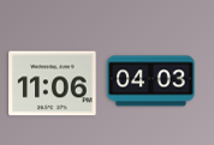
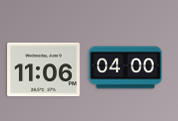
clock at (151, 81): 04:03 -> 04:00
